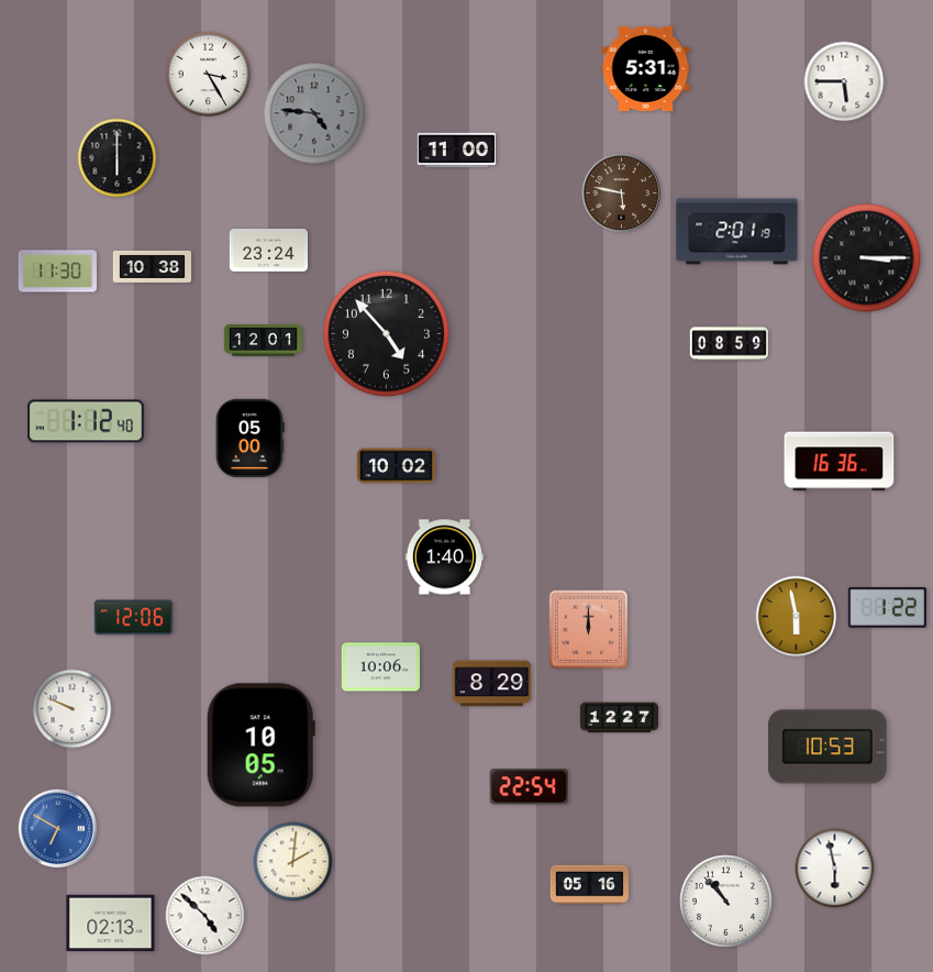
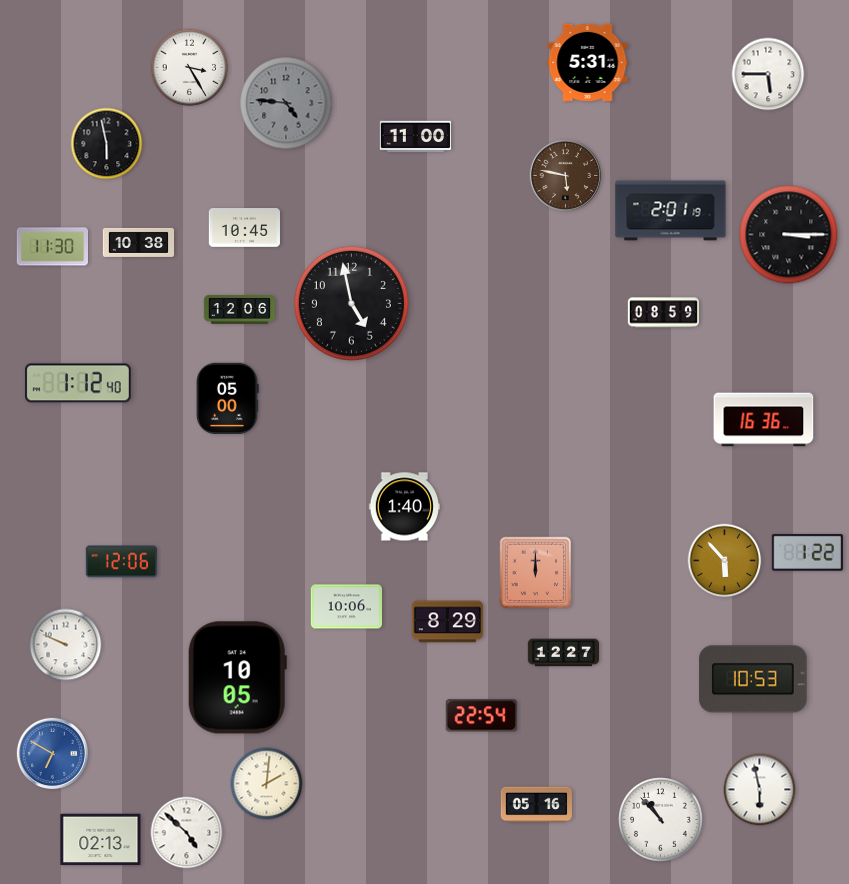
clock at (118, 158): 6:00 -> 5:58
clock at (268, 251): 23:24 -> 10:45
clock at (386, 333): 4:53 -> 4:58
clock at (263, 341): 12:01 -> 12:06
clock at (396, 466): 10:02 -> none
clock at (797, 617): 5:58 -> 5:53
